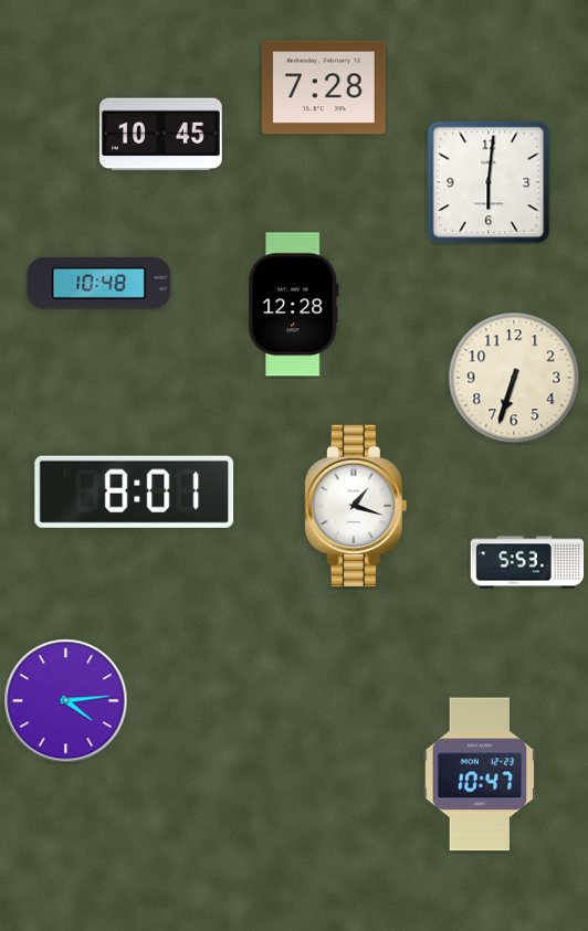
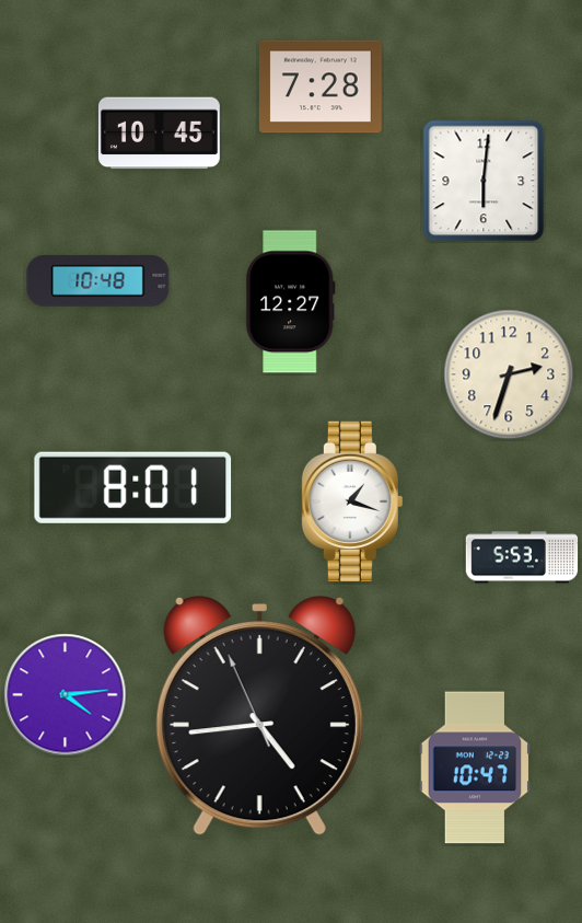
clock at (294, 305): 12:28 -> 12:27
clock at (514, 378): 6:33 -> 2:33
clock at (259, 715): none -> 4:43
